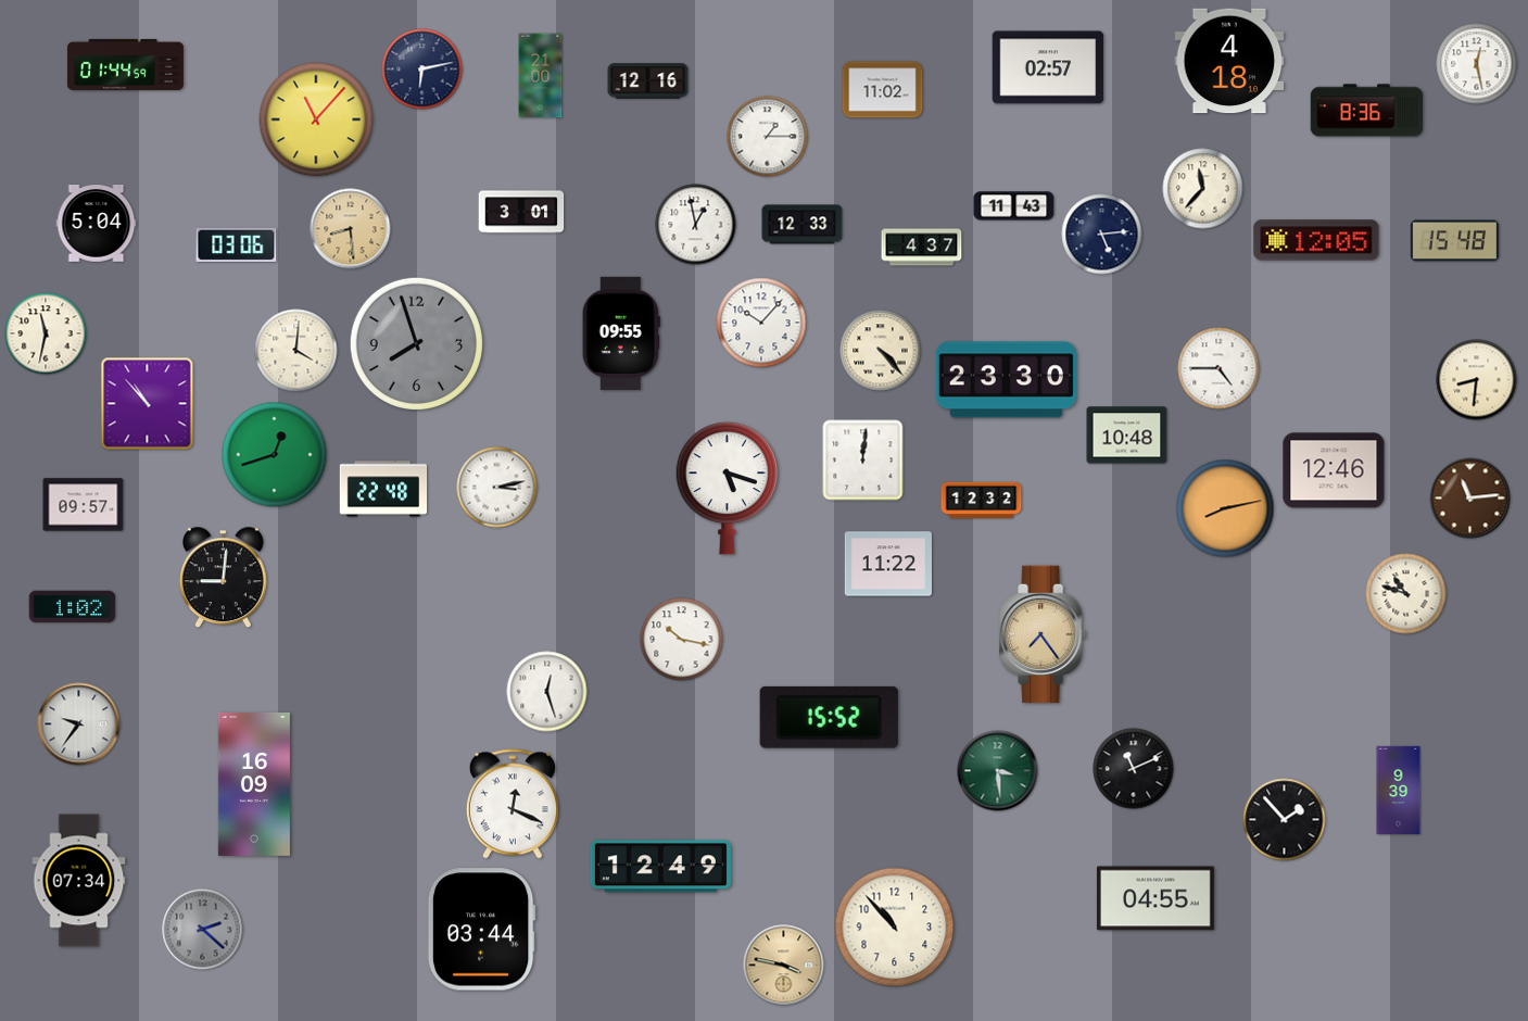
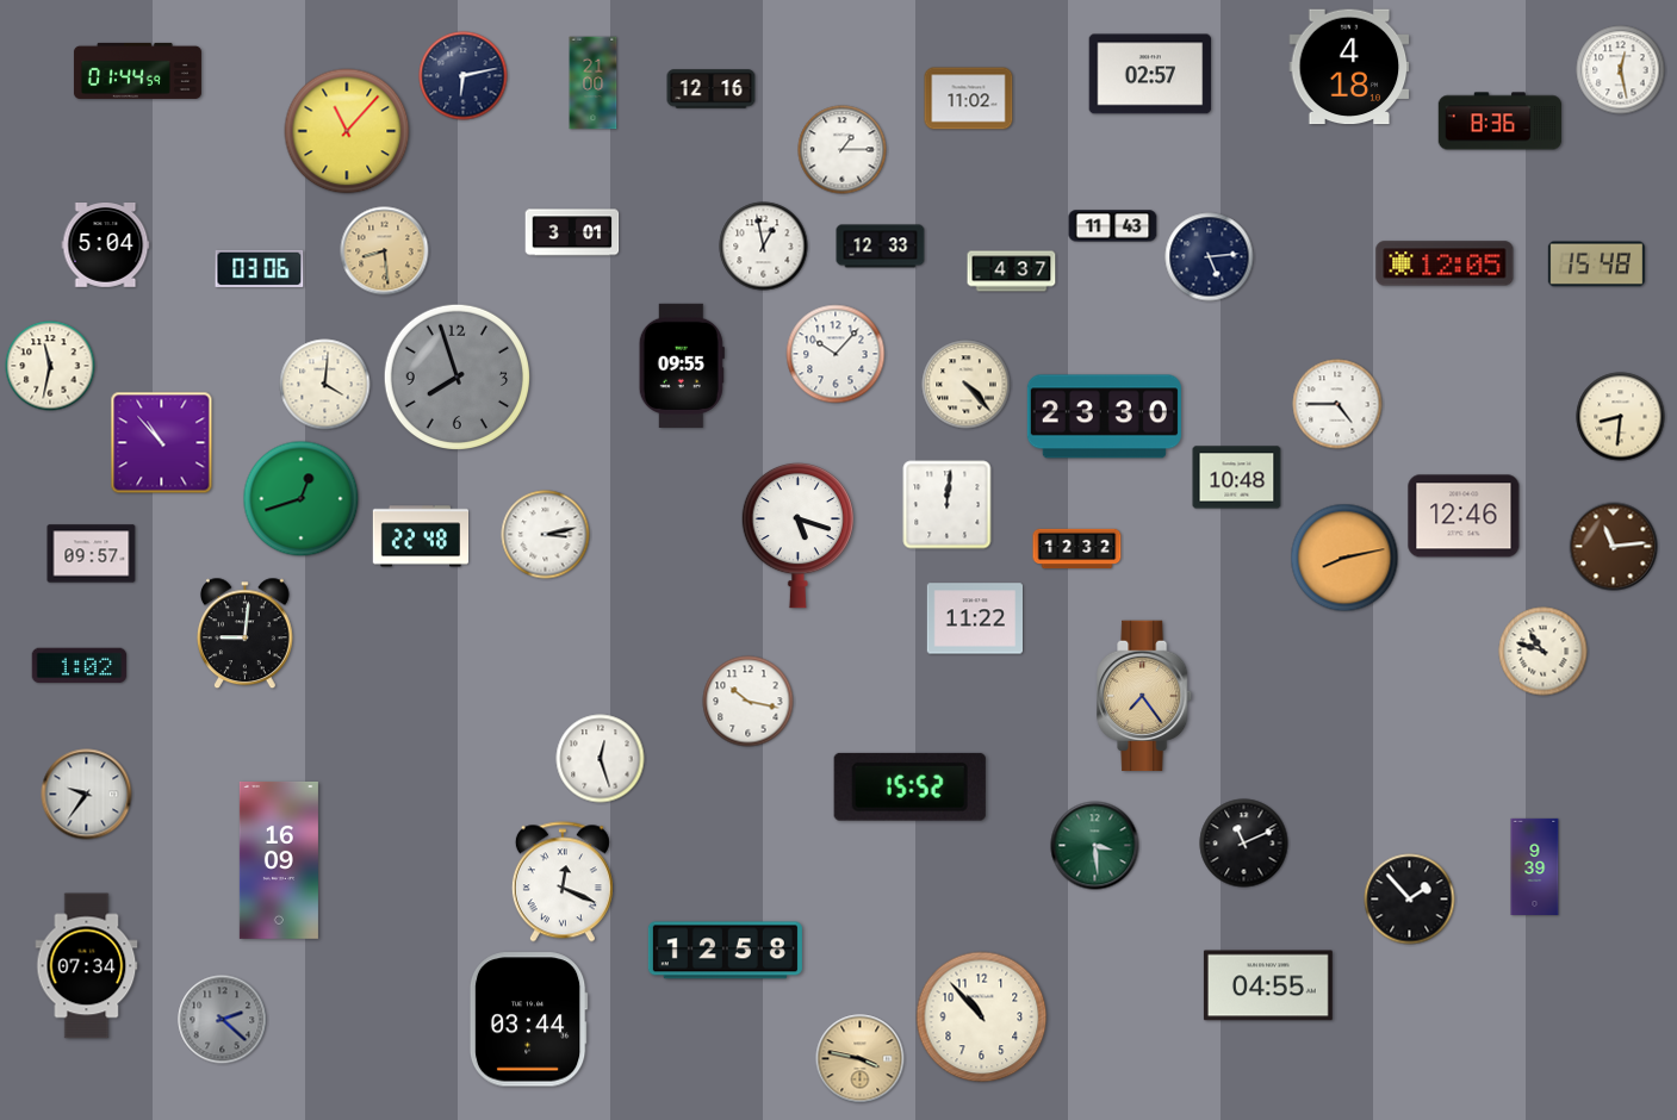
clock at (1203, 189): 11:37 -> none
clock at (660, 867): 12:49 -> 12:58
